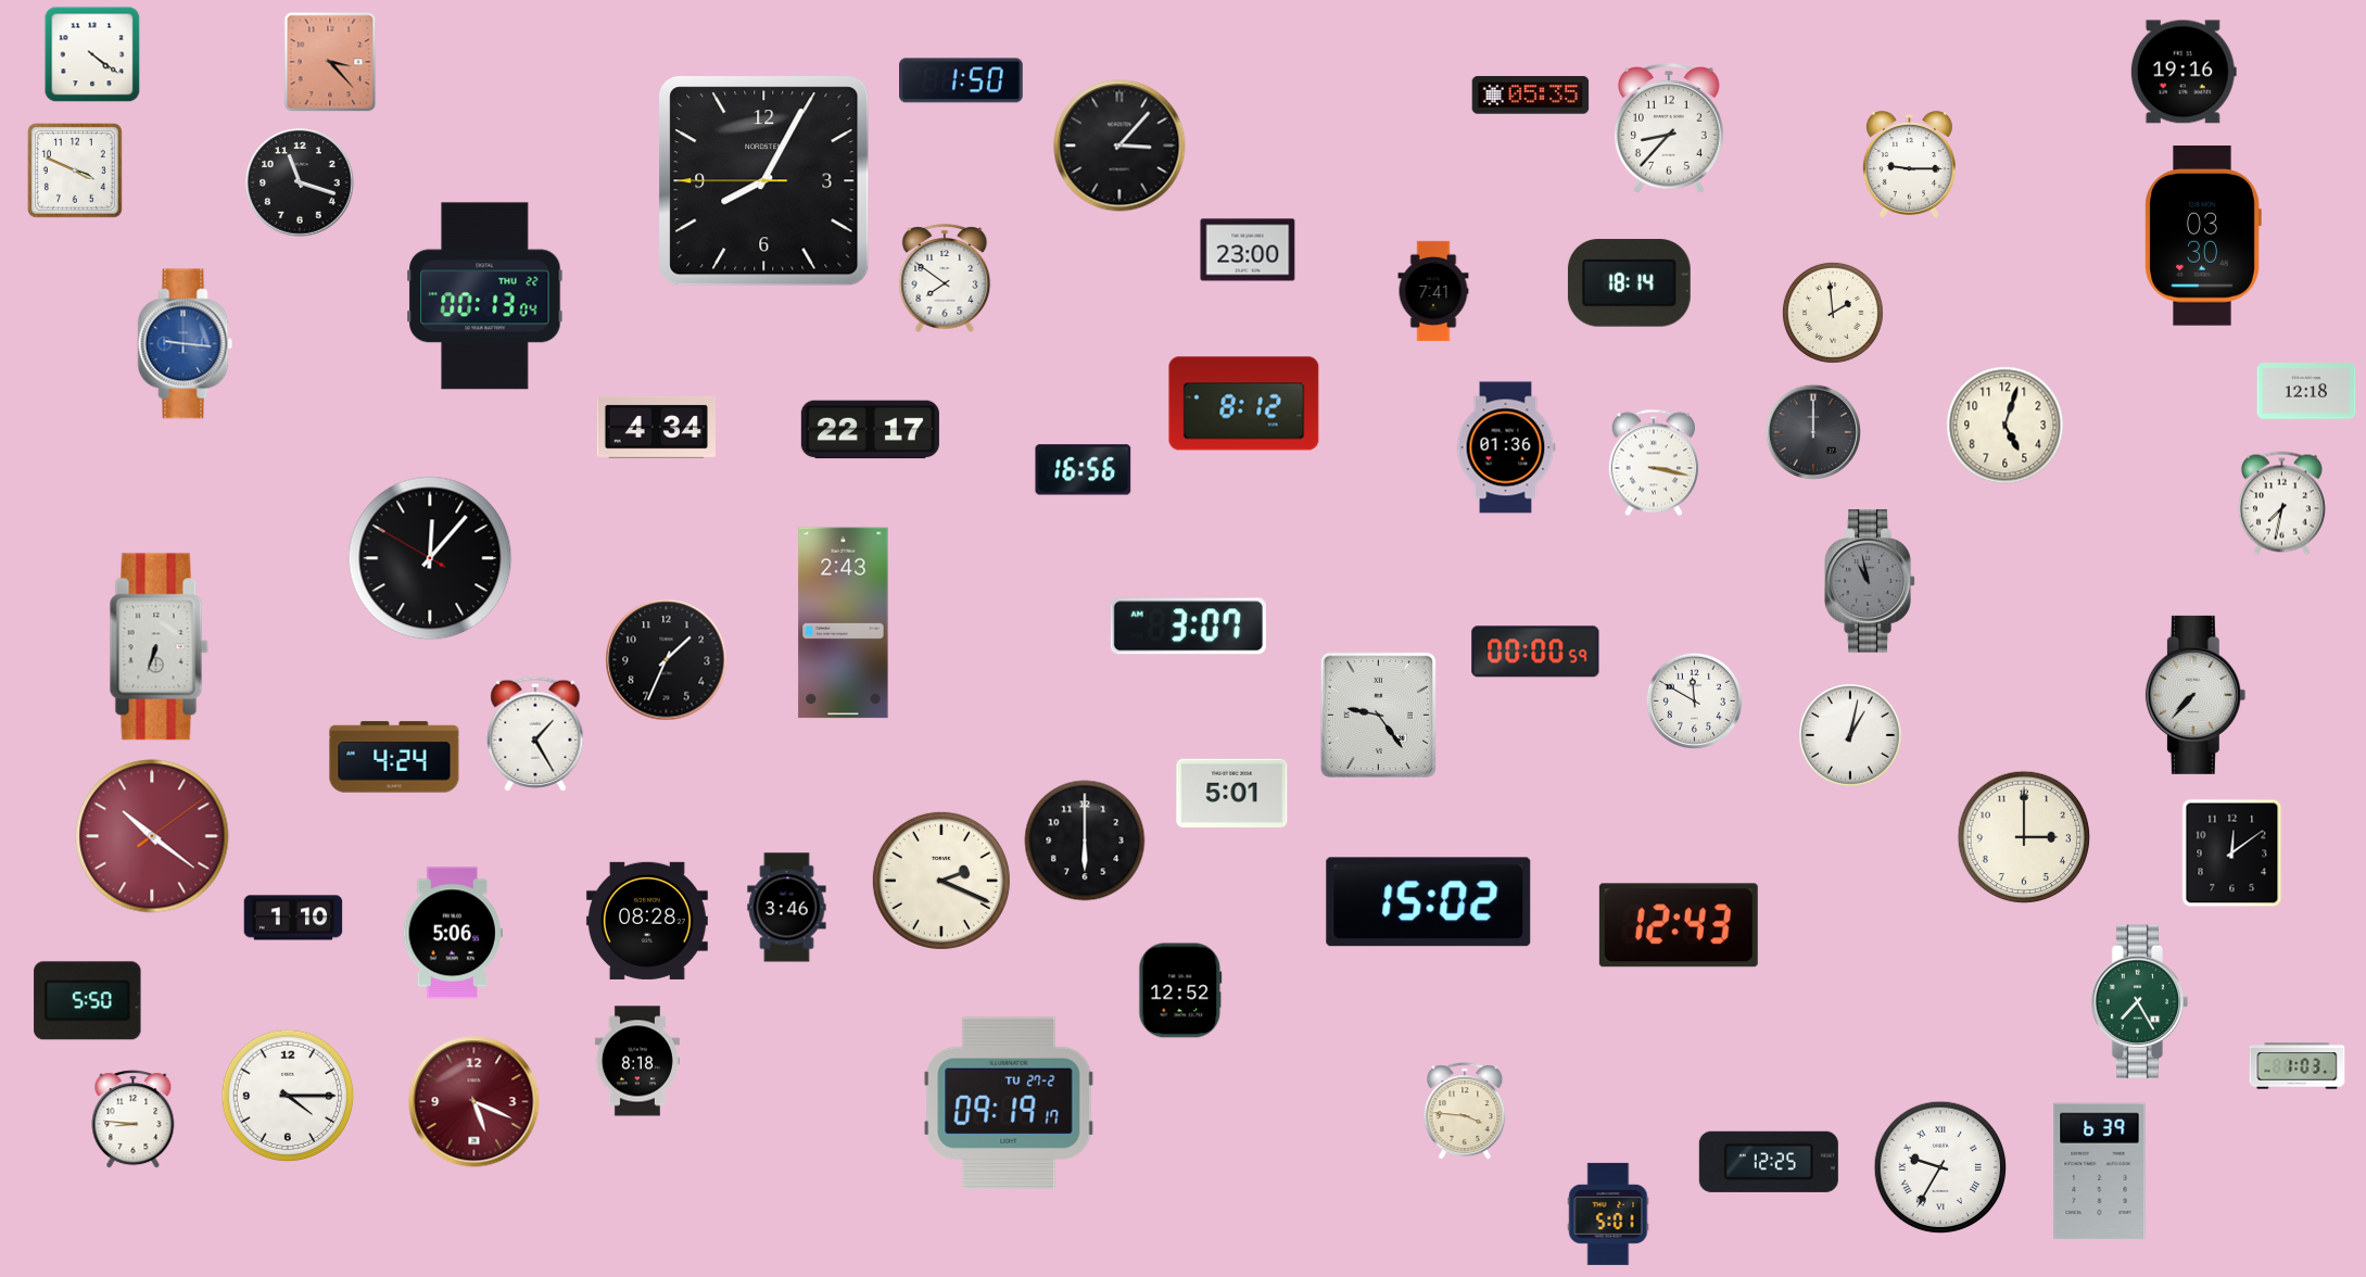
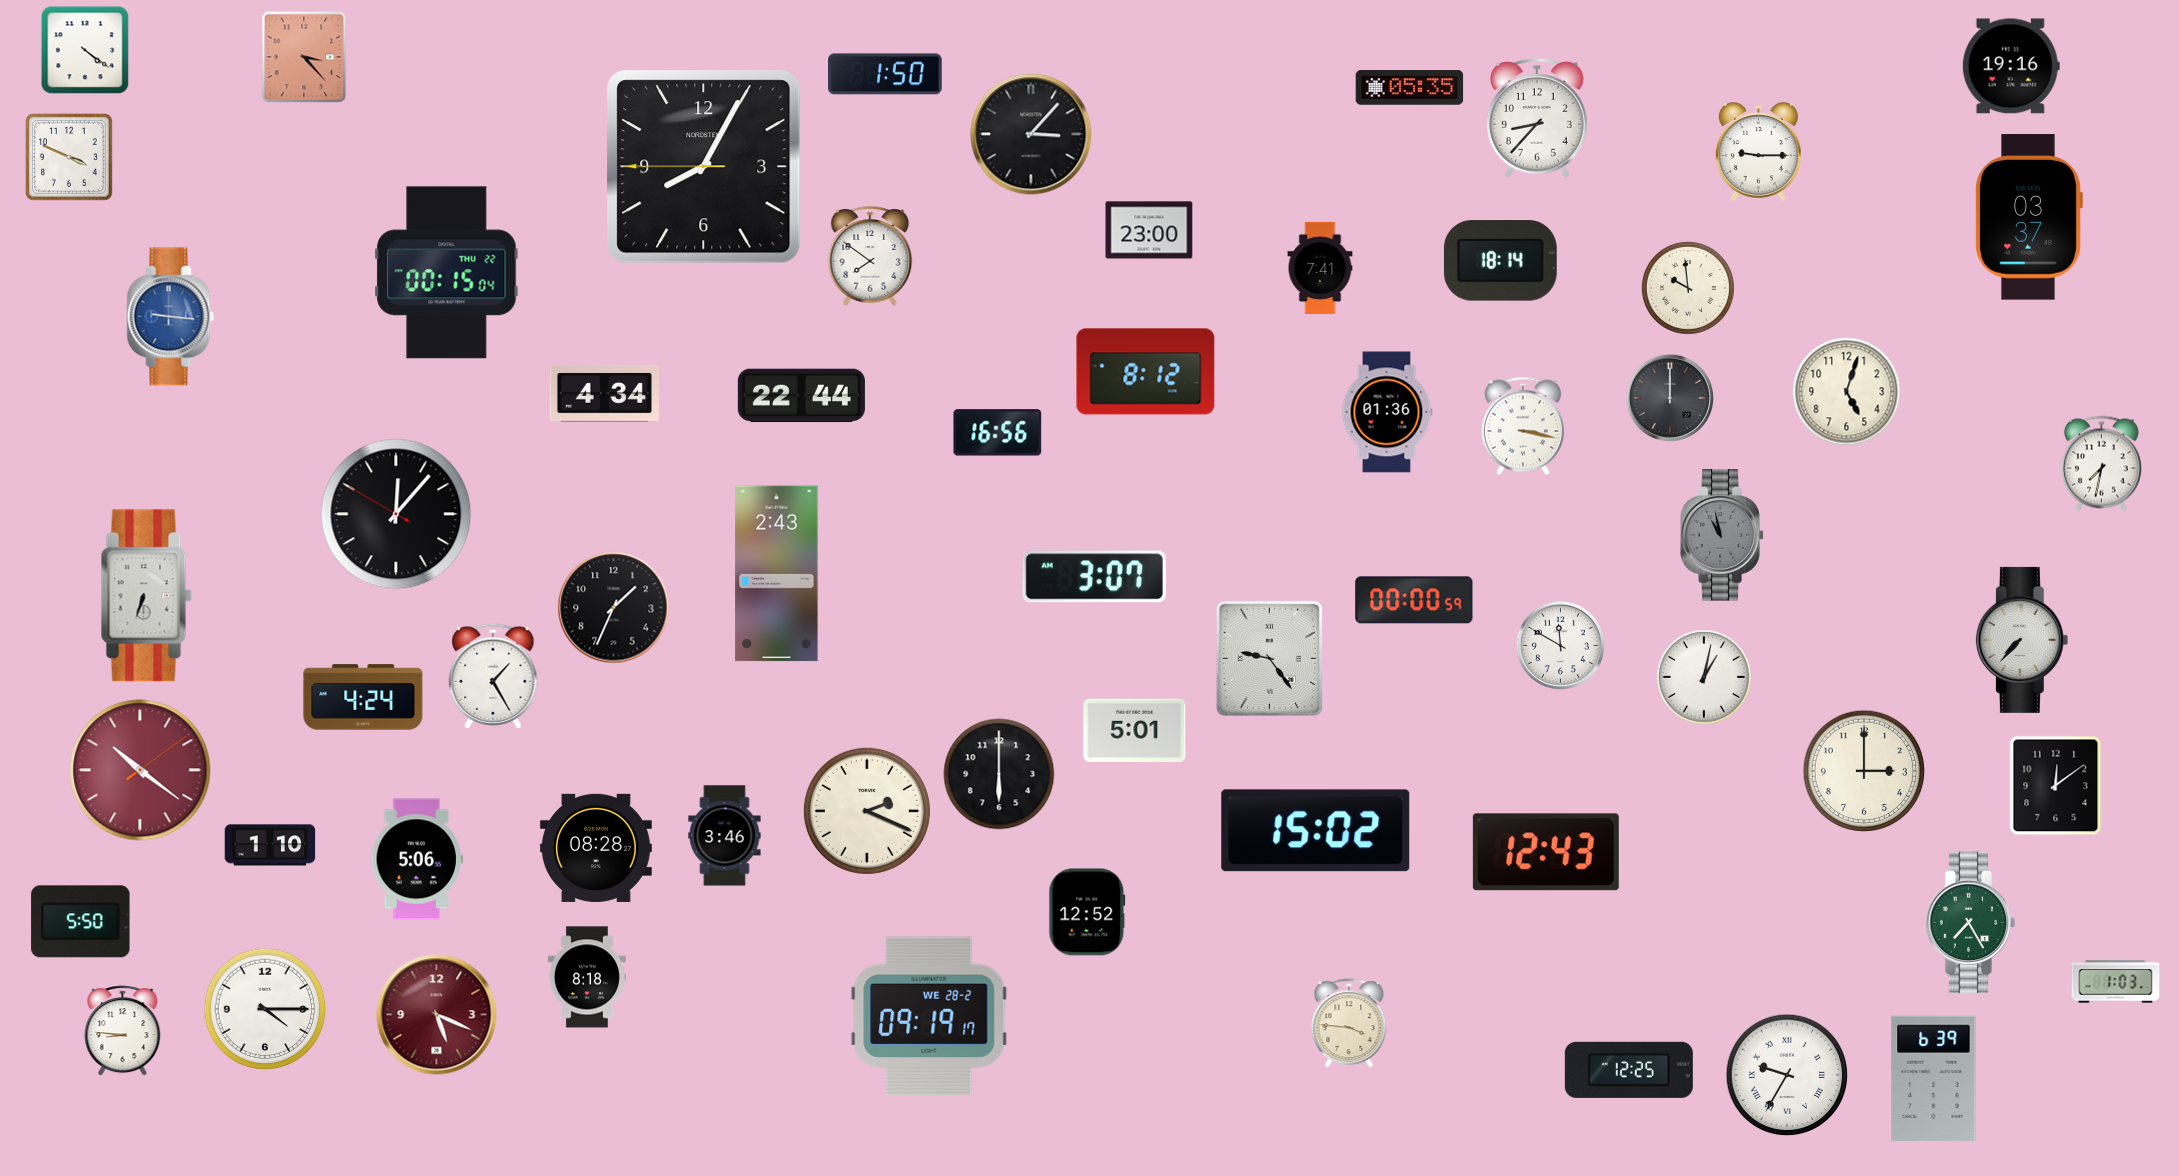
clock at (301, 184): 11:18 -> none
clock at (2203, 236): 03:30 -> 03:37
clock at (485, 296): 00:13 -> 00:15
clock at (1833, 313): 1:59 -> 9:59
clock at (2306, 391): 12:18 -> none
clock at (870, 430): 22:17 -> 22:44
clock at (1009, 1103) date: TU 27-2 -> WE 28-2
clock at (1608, 1214): 5:01 -> none
